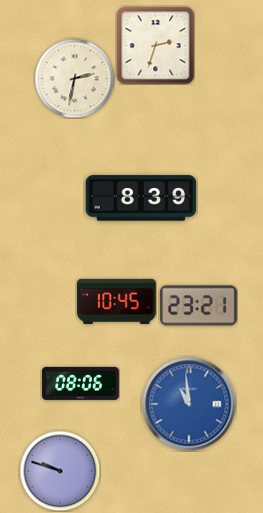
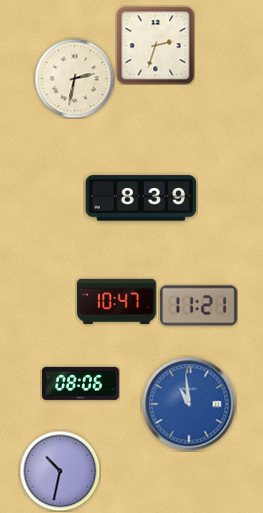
clock at (117, 301): 10:45 -> 10:47
clock at (199, 306): 23:21 -> 11:21
clock at (60, 471): 9:48 -> 10:32
